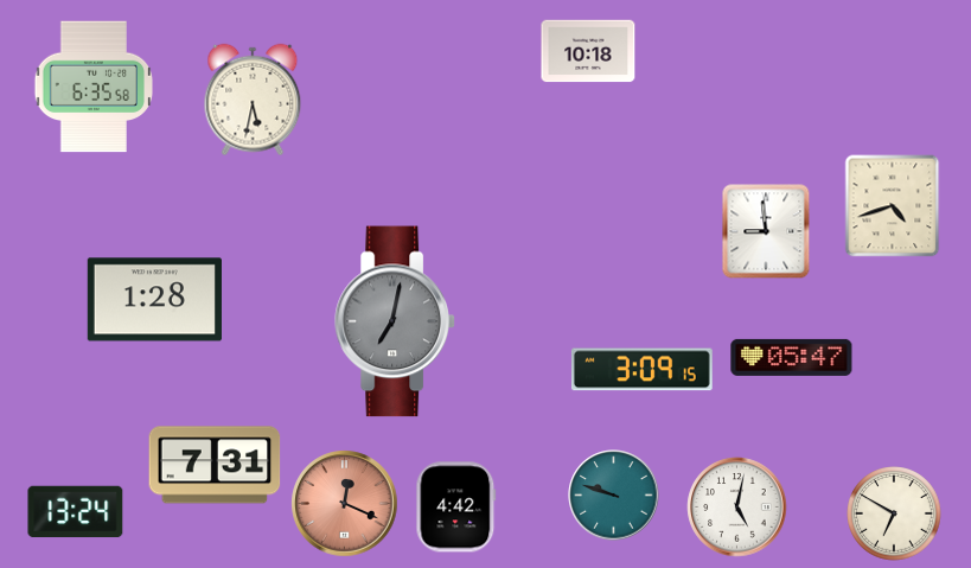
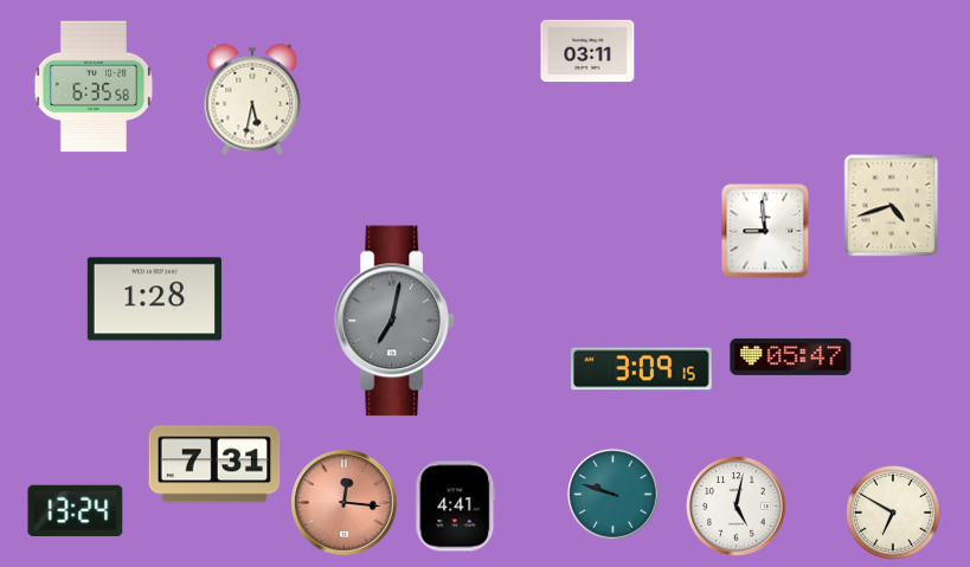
clock at (588, 51): 10:18 -> 03:11
clock at (345, 504): 12:19 -> 12:16
clock at (456, 508): 4:42 -> 4:41
